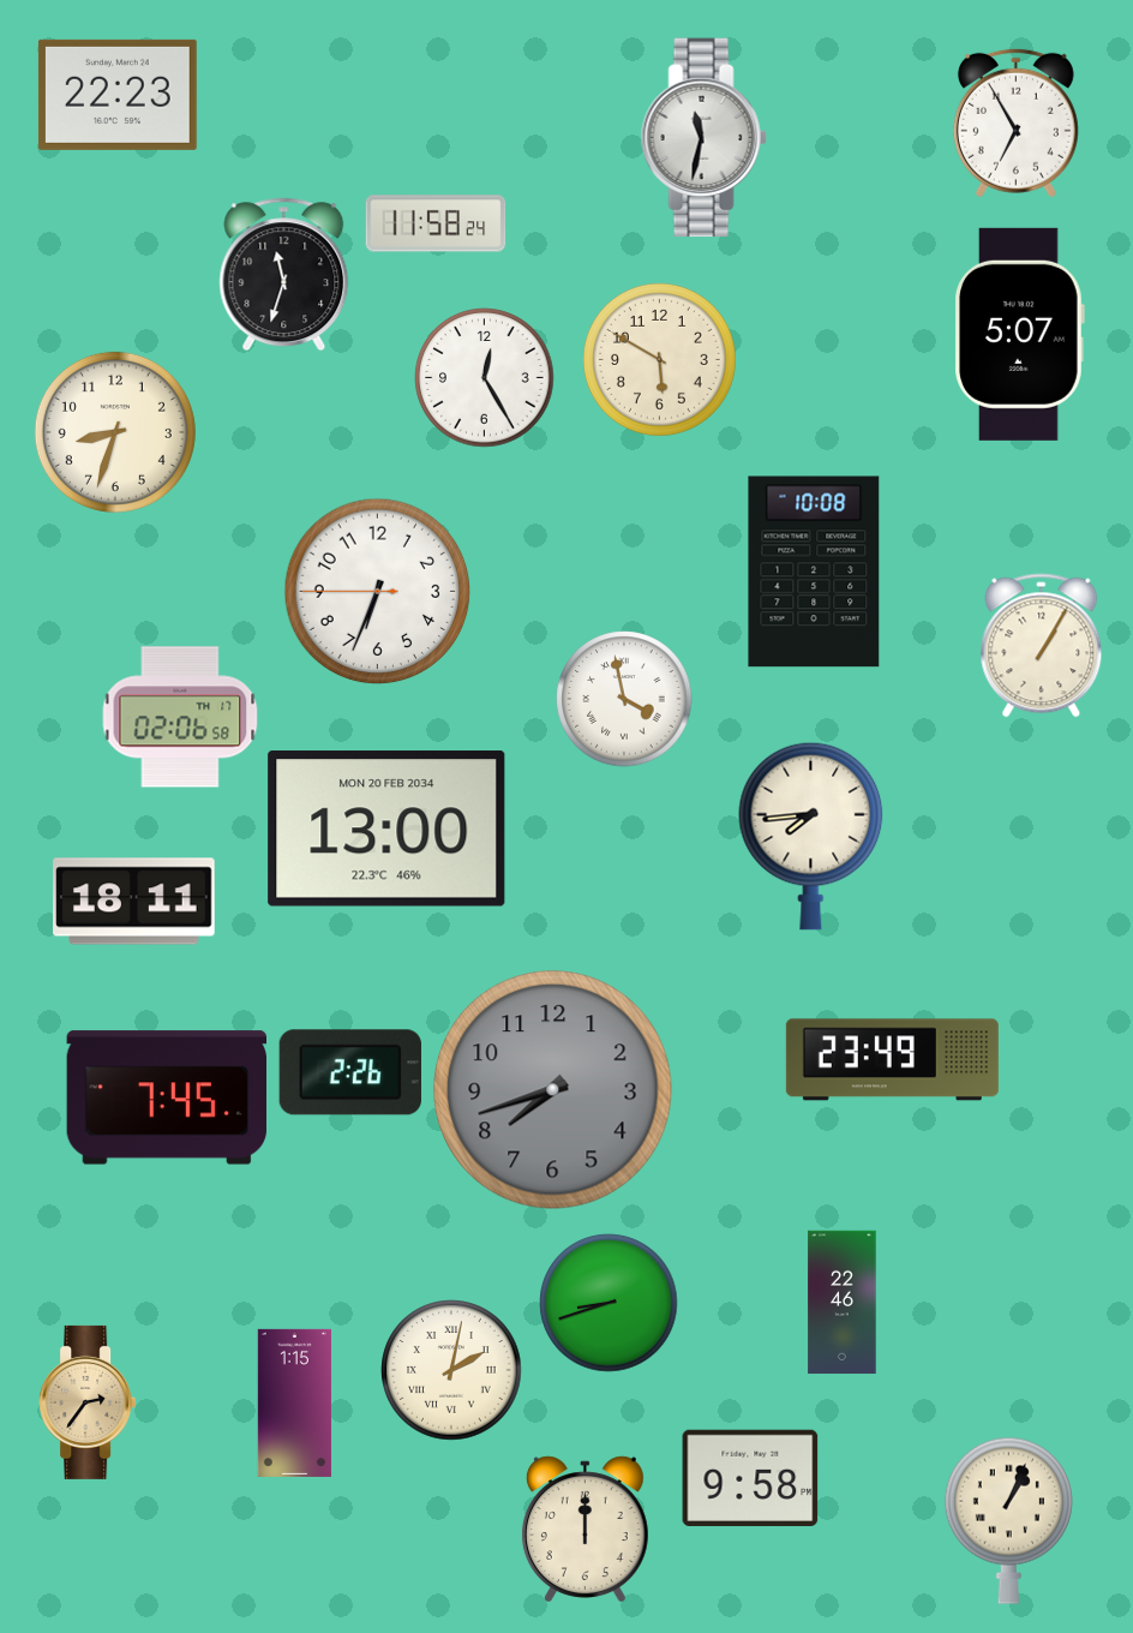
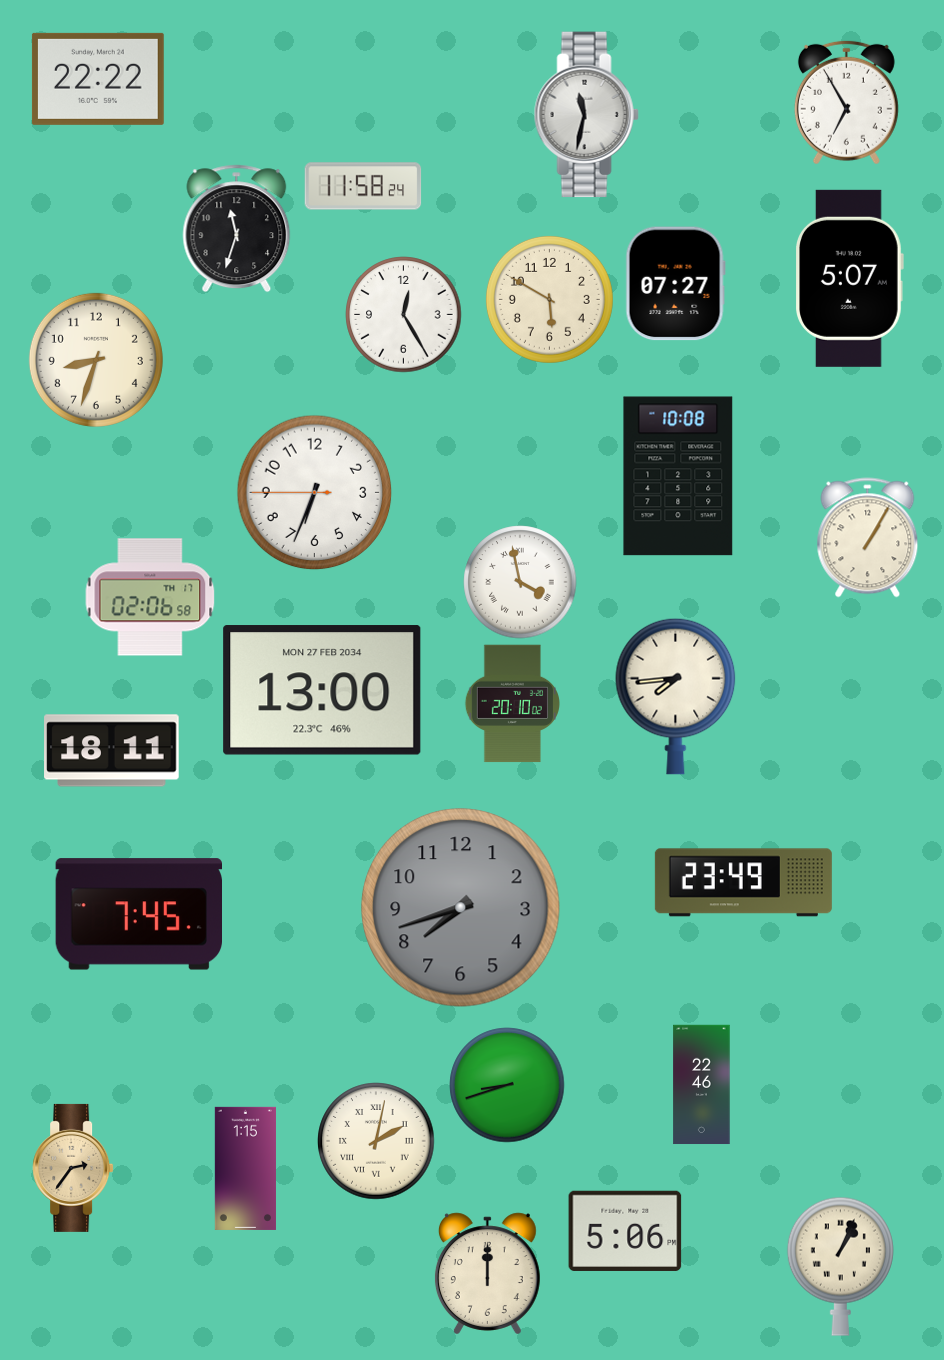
clock at (118, 95): 22:23 -> 22:22
clock at (675, 284): none -> 07:27
clock at (386, 829) date: MON 20 FEB 2034 -> MON 27 FEB 2034
clock at (512, 704): none -> 20:10
clock at (350, 1072): 2:26 -> none
clock at (750, 1478): 9:58 -> 5:06
